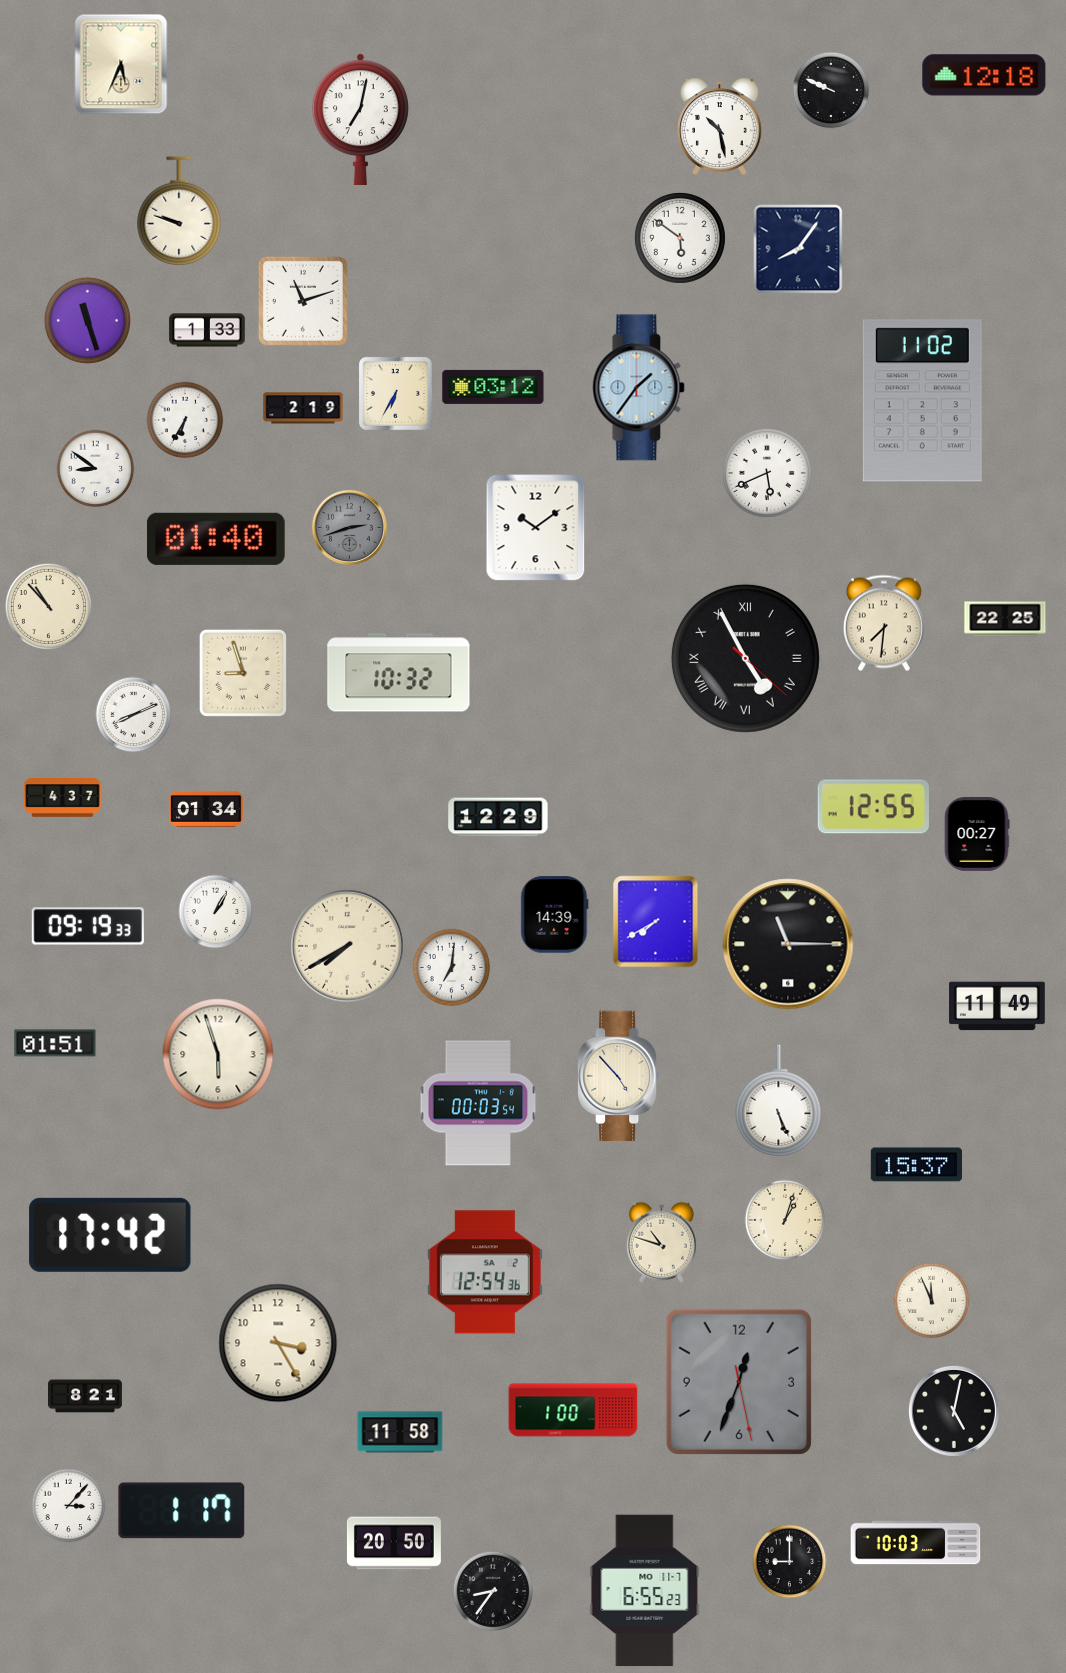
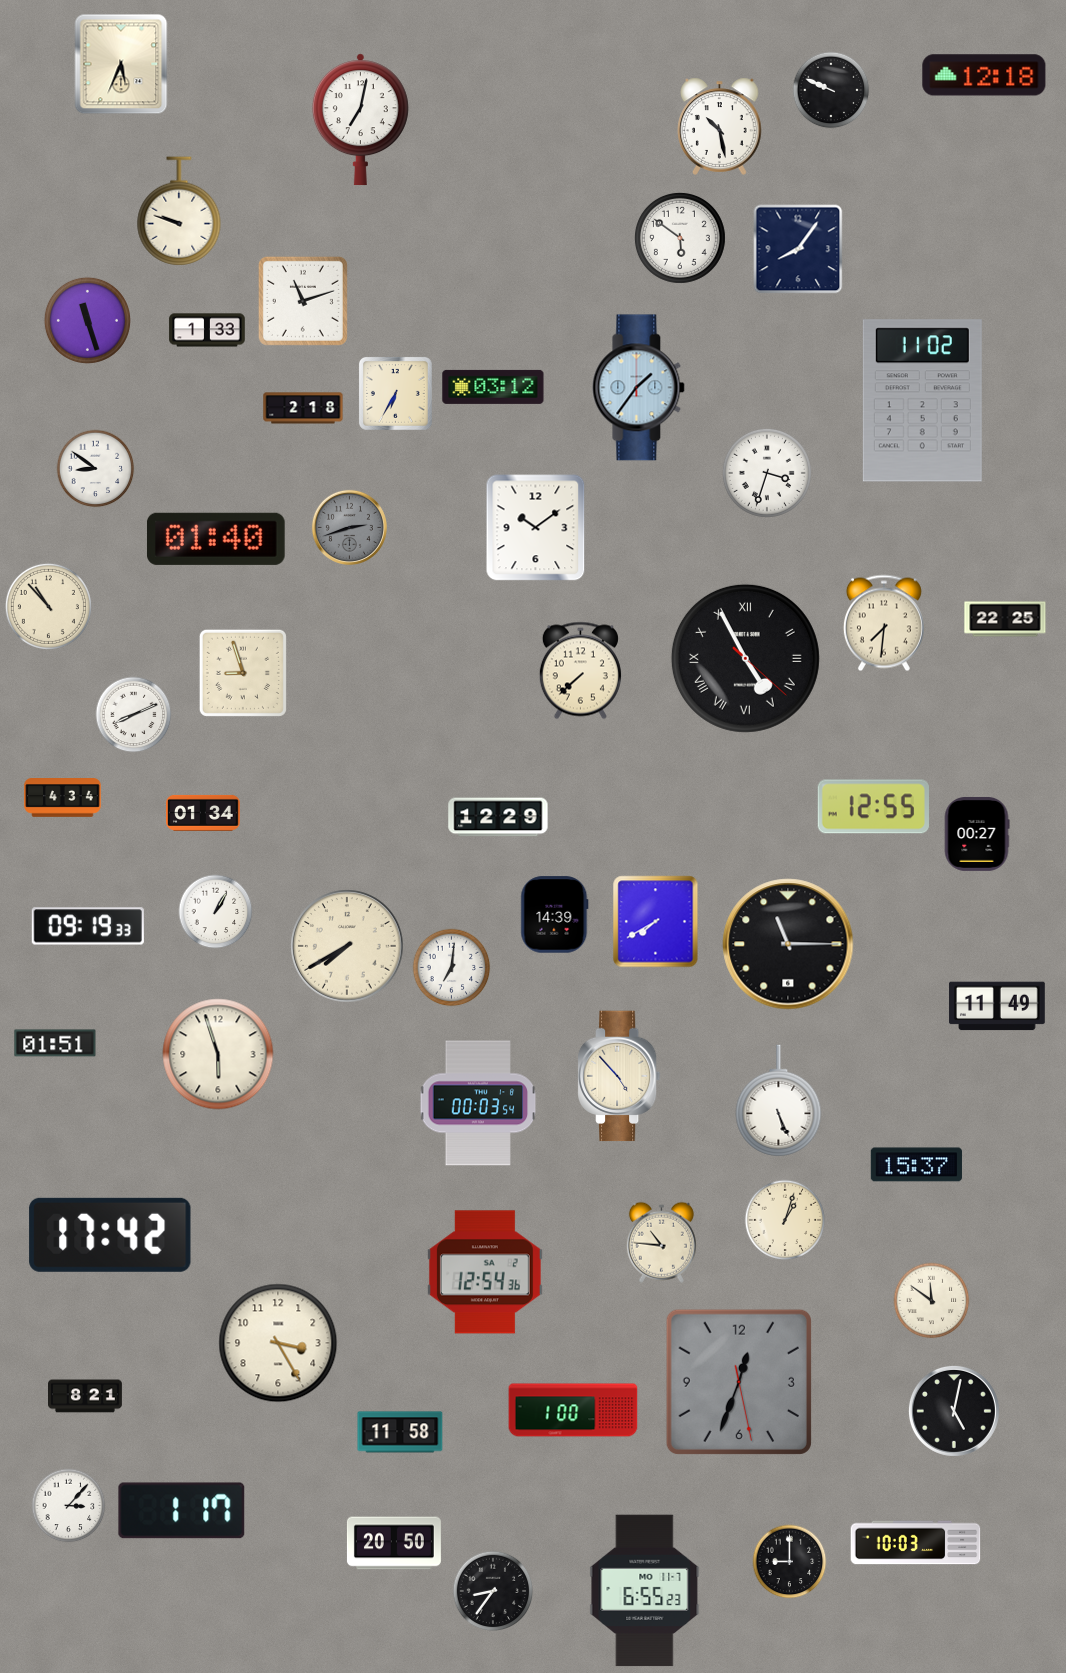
clock at (303, 408): 2:19 -> 2:18
clock at (185, 420): 6:35 -> none
clock at (767, 473): 5:41 -> 3:33
clock at (580, 671): none -> 7:38
clock at (399, 673): 10:32 -> none
clock at (63, 798): 4:37 -> 4:34
clock at (207, 809) position: (207, 809) -> (204, 813)
clock at (661, 1242): 10:48 -> 10:46
clock at (932, 1301): 11:56 -> 11:51
